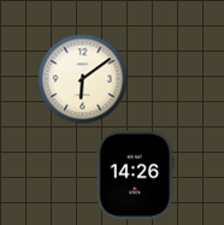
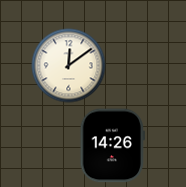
clock at (83, 79): 6:09 -> 12:09
